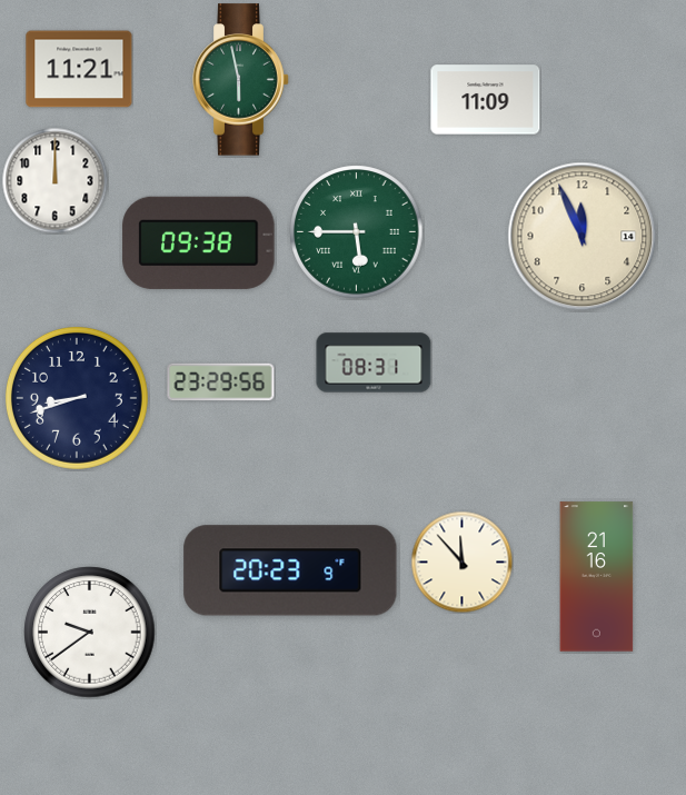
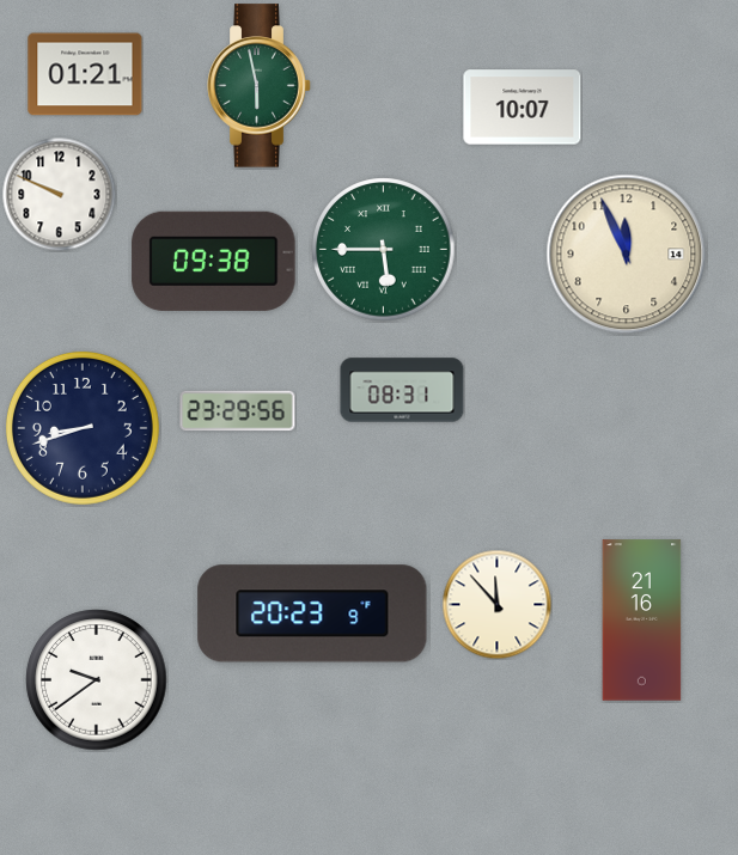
clock at (79, 69): 11:21 -> 01:21
clock at (486, 100): 11:09 -> 10:07
clock at (54, 180): 12:00 -> 9:49
